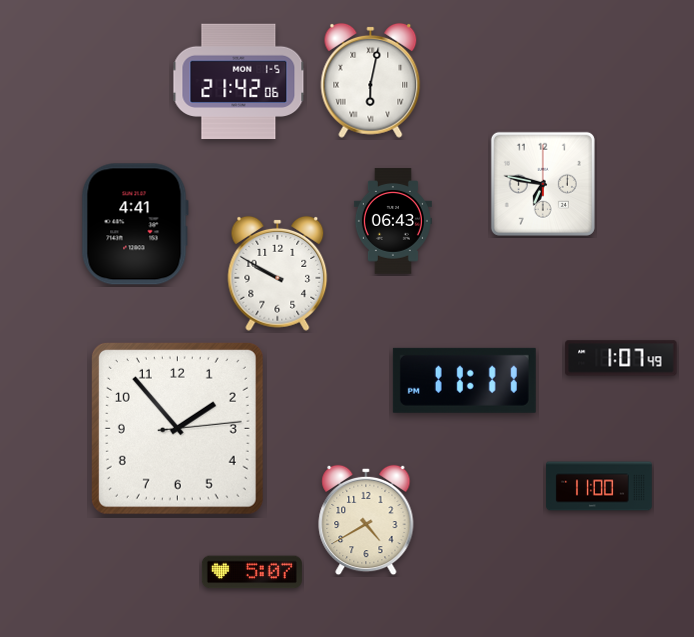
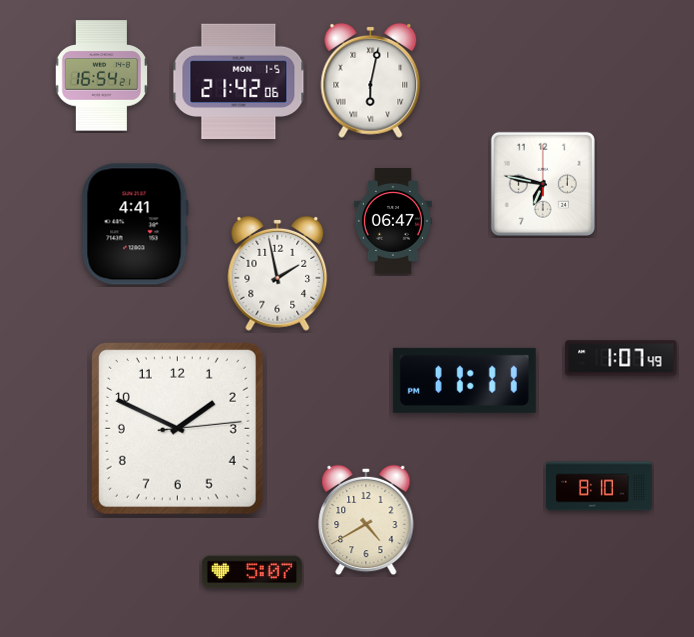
clock at (101, 76): none -> 16:54
clock at (393, 221): 06:43 -> 06:47
clock at (278, 273): 9:50 -> 1:58
clock at (177, 428): 1:53 -> 1:49
clock at (599, 486): 11:00 -> 8:10
